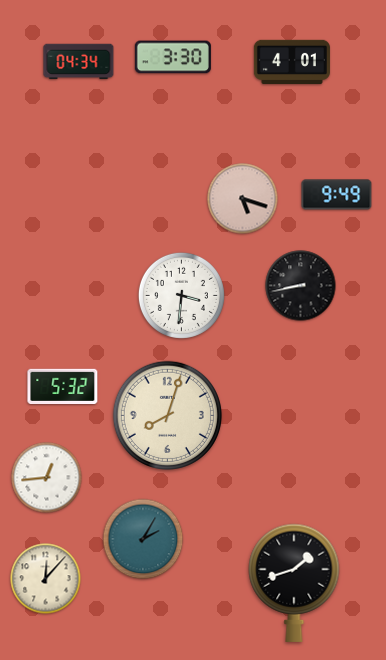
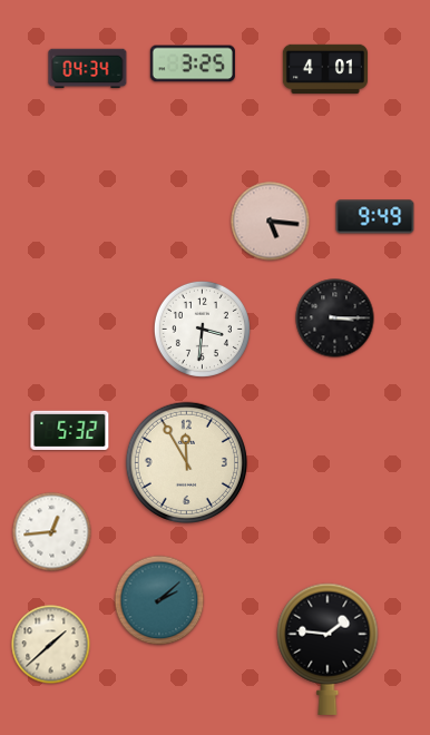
clock at (173, 57): 3:30 -> 3:25
clock at (243, 199): 5:18 -> 5:16
clock at (301, 286): 8:43 -> 3:15
clock at (167, 415): 8:03 -> 11:55
clock at (143, 539): 2:05 -> 2:08
clock at (46, 579): 12:07 -> 1:38
clock at (294, 583): 1:42 -> 1:46
